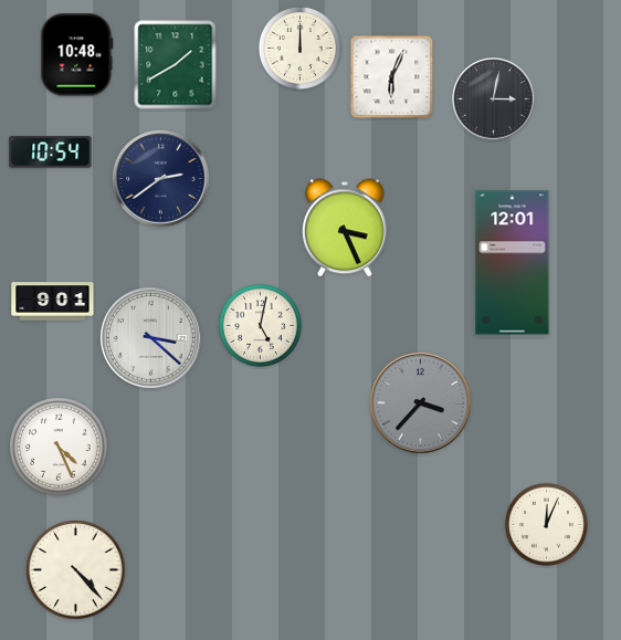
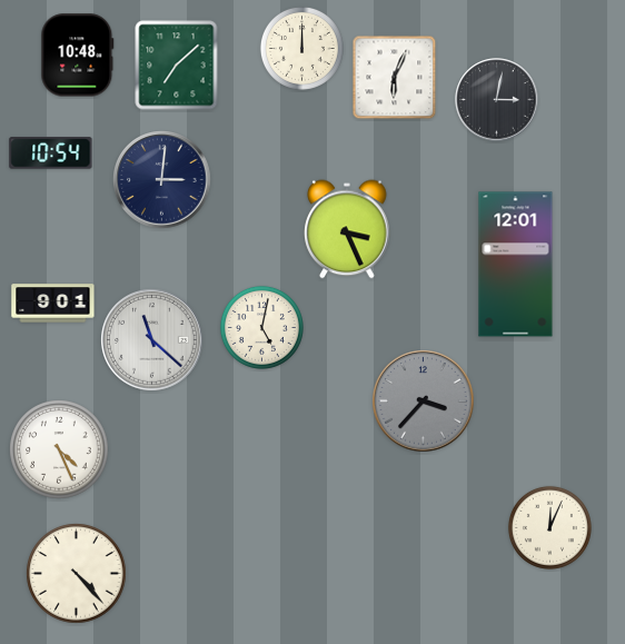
clock at (176, 65): 1:40 -> 7:08
clock at (161, 179): 2:39 -> 3:01
clock at (151, 338): 3:22 -> 11:22
clock at (421, 403) position: (421, 403) -> (424, 402)
